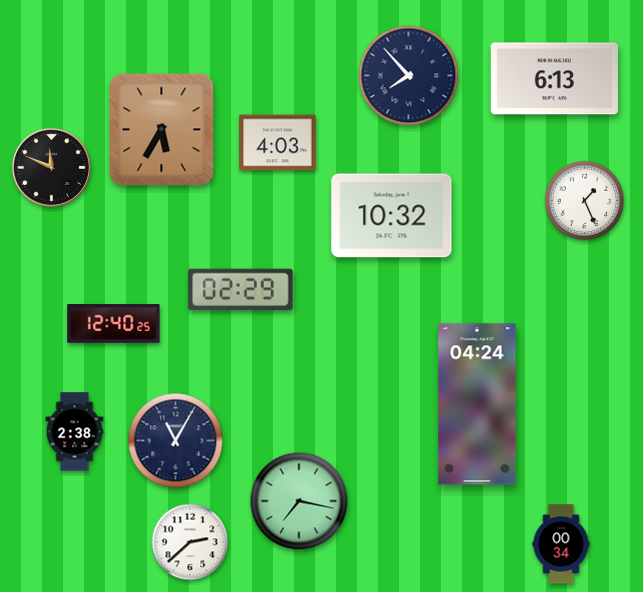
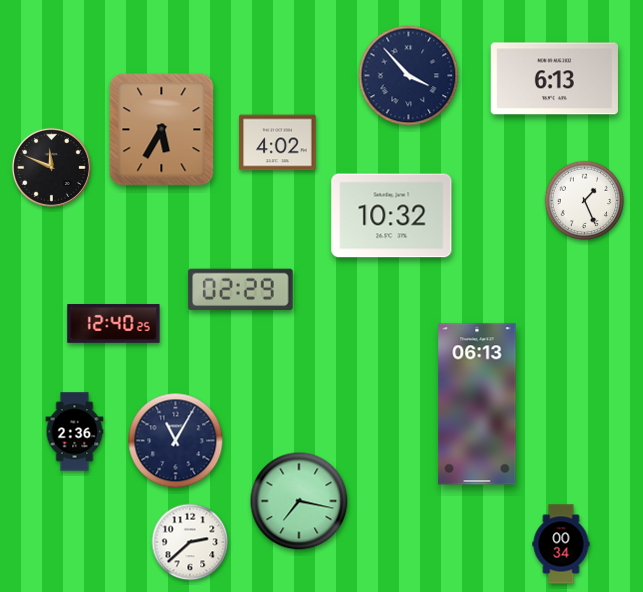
clock at (409, 76): 7:53 -> 3:53
clock at (278, 143): 4:03 -> 4:02
clock at (477, 404): 04:24 -> 06:13
clock at (75, 432): 2:38 -> 2:36
